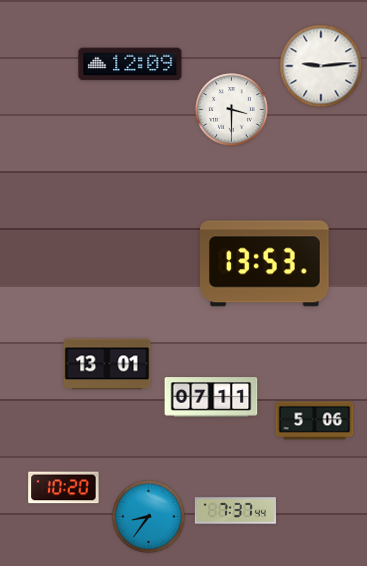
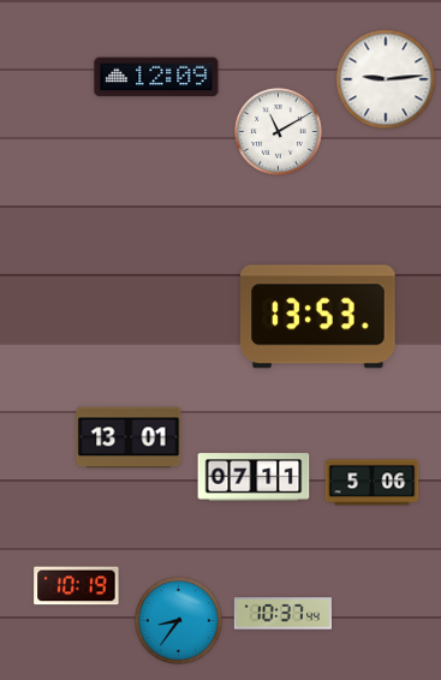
clock at (232, 110): 3:30 -> 11:10
clock at (315, 421) position: (315, 421) -> (373, 483)
clock at (64, 488): 10:20 -> 10:19
clock at (235, 511): 7:37 -> 10:37
